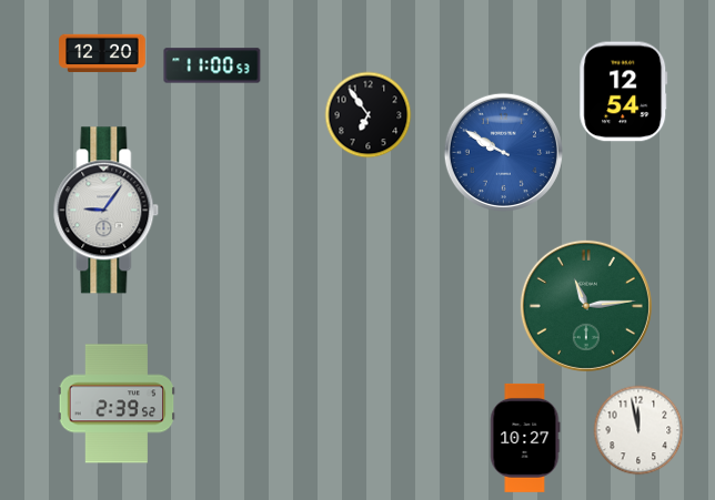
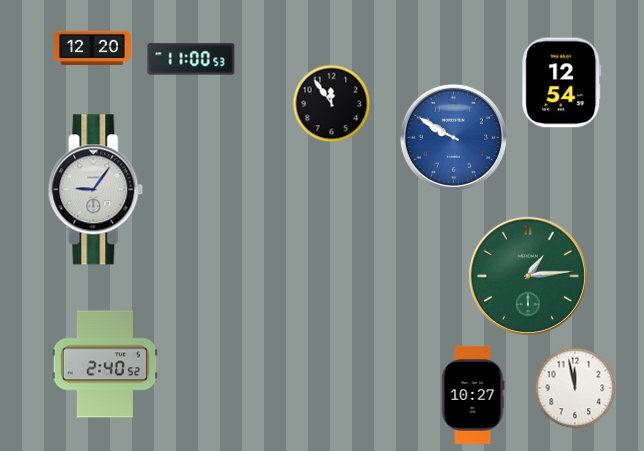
clock at (369, 115): 6:54 -> 11:54
clock at (586, 306): 11:14 -> 1:14
clock at (117, 404): 2:39 -> 2:40
